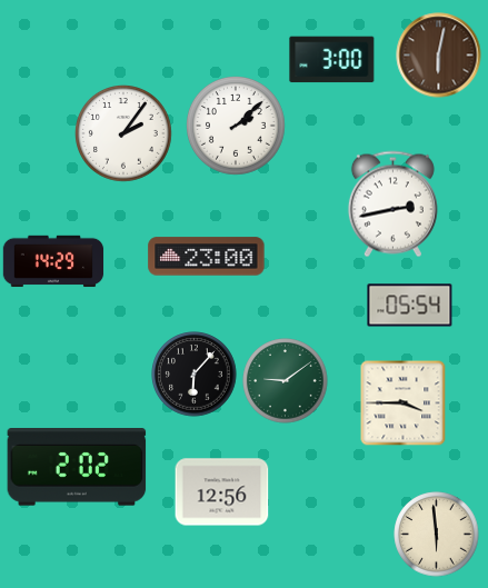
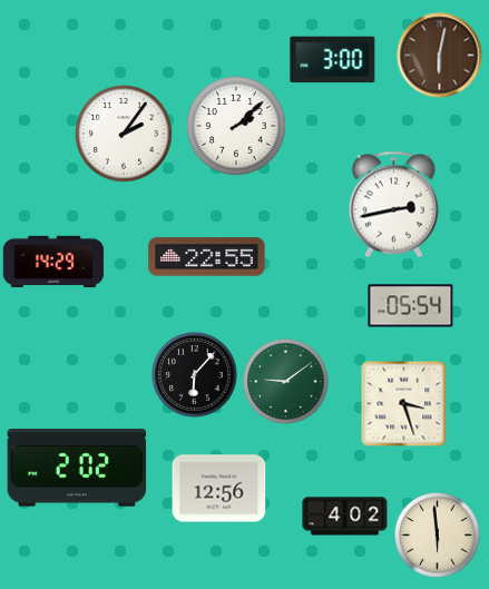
clock at (207, 257): 23:00 -> 22:55
clock at (402, 402): 3:45 -> 3:27
clock at (222, 492) position: (222, 492) -> (219, 489)
clock at (345, 517): none -> 4:02
